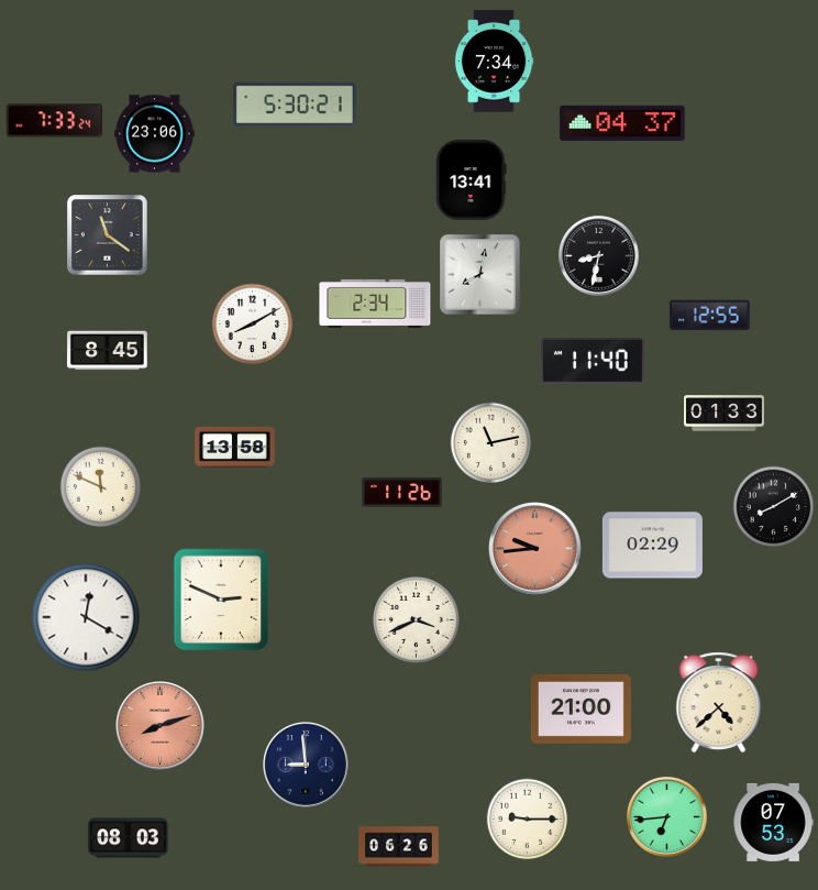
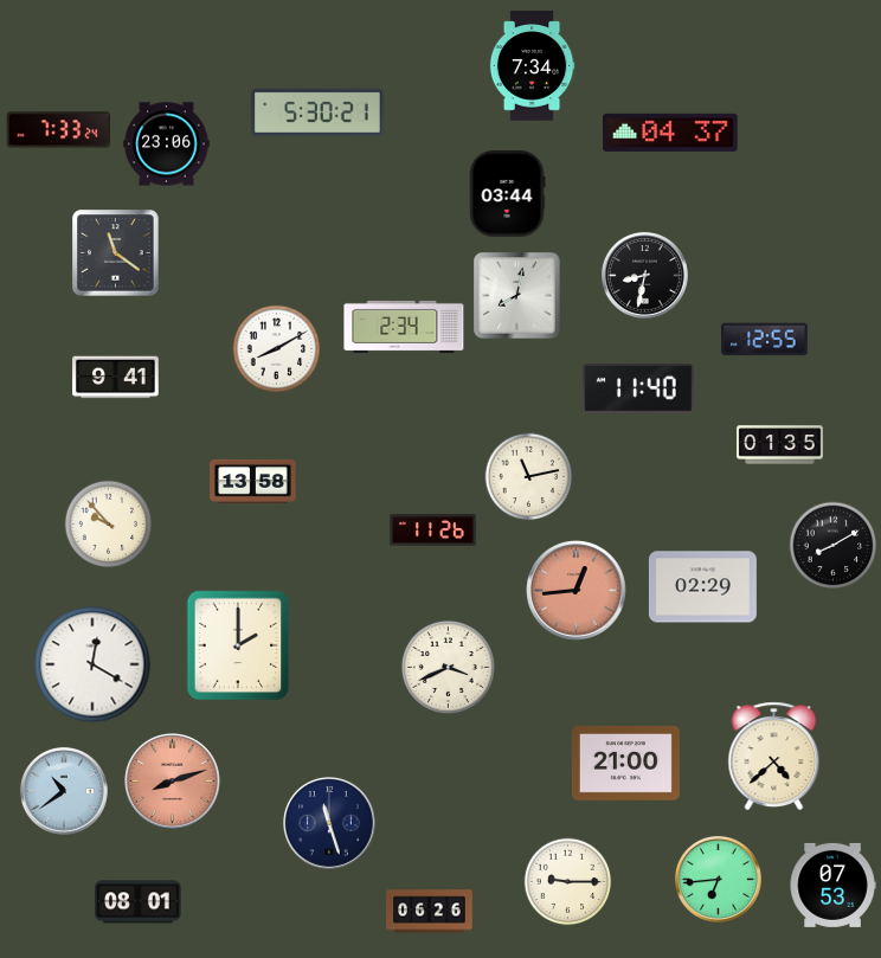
clock at (471, 180): 13:41 -> 03:44
clock at (253, 325) position: (253, 325) -> (277, 349)
clock at (108, 351): 8:45 -> 9:41
clock at (725, 414): 01:33 -> 01:35
clock at (101, 487): 11:49 -> 9:53
clock at (535, 549): 9:44 -> 12:44
clock at (221, 600): 2:49 -> 2:00
clock at (64, 791): none -> 10:39
clock at (307, 766): 8:59 -> 11:27
clock at (129, 838): 08:03 -> 08:01
